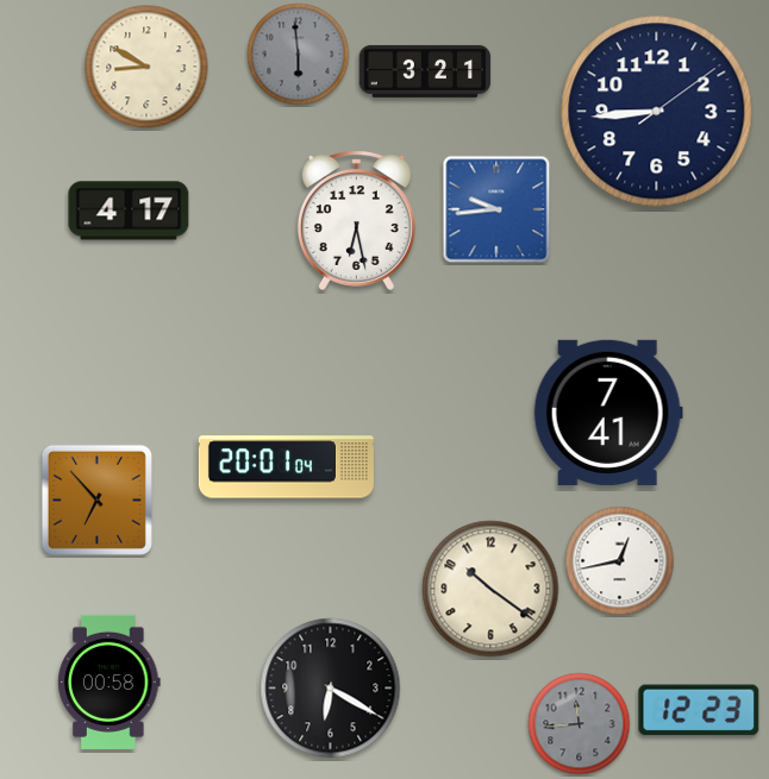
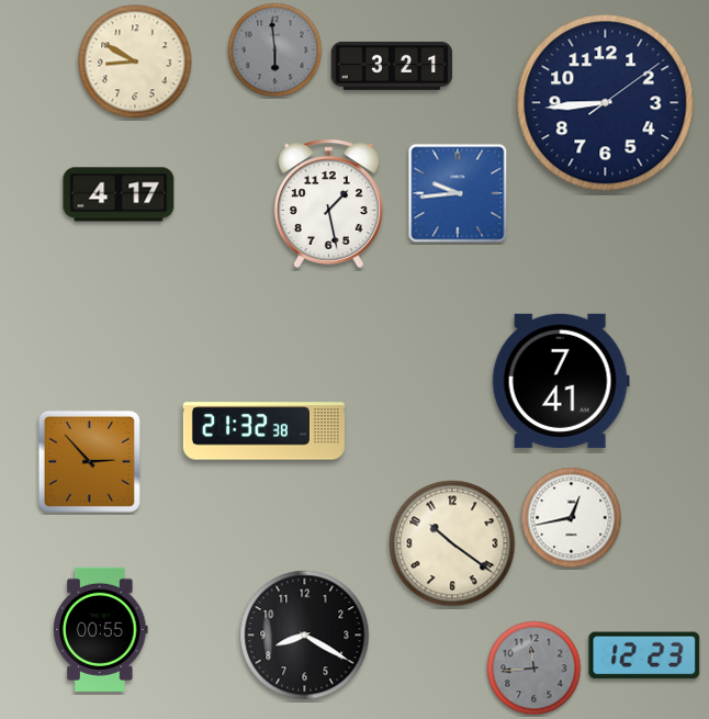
clock at (356, 221): 6:28 -> 1:28
clock at (286, 467): 20:01 -> 21:32
clock at (96, 500): 6:53 -> 2:53
clock at (110, 681): 00:58 -> 00:55
clock at (331, 689): 6:20 -> 8:20
